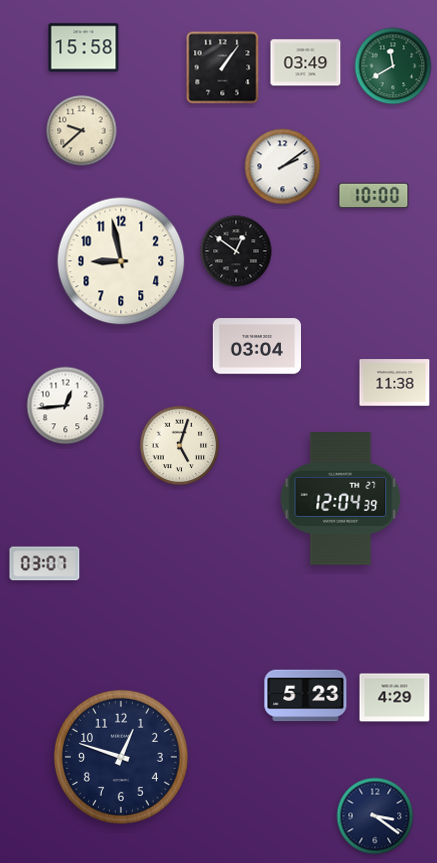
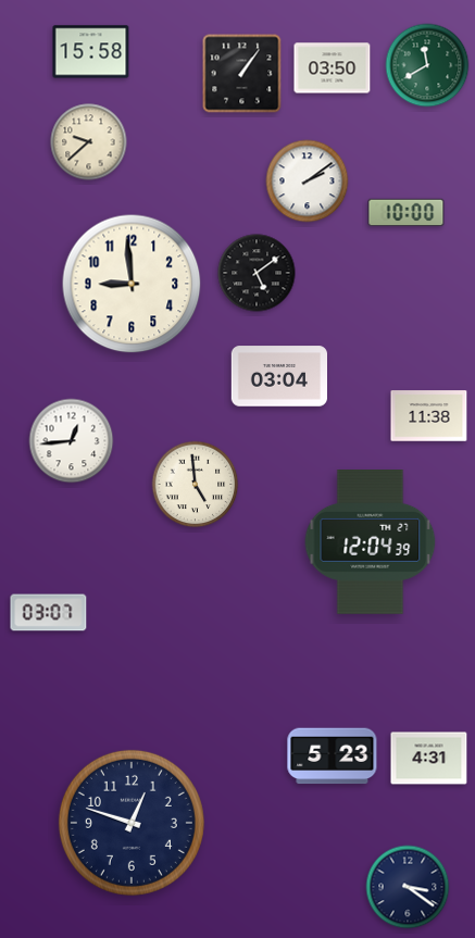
clock at (306, 63): 03:49 -> 03:50
clock at (393, 66) position: (393, 66) -> (427, 65)
clock at (236, 251): 12:51 -> 5:09
clock at (121, 261): 8:58 -> 8:59
clock at (180, 446): 5:03 -> 4:59
clock at (395, 698): 4:29 -> 4:31
